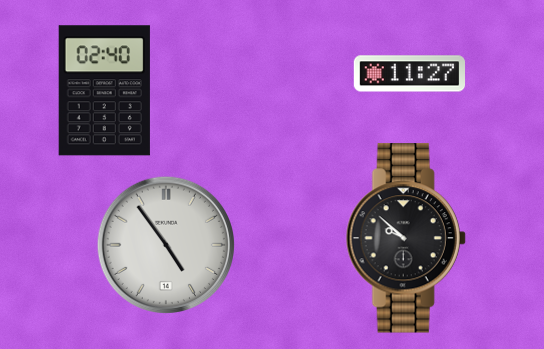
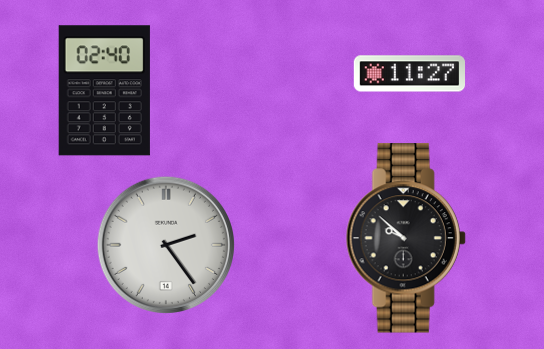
clock at (166, 245): 4:54 -> 2:24
